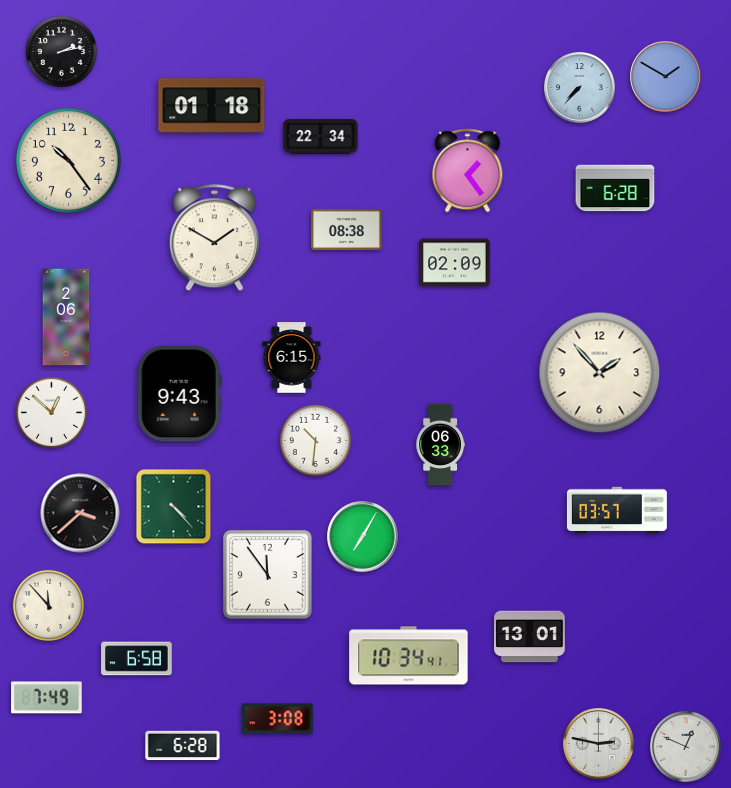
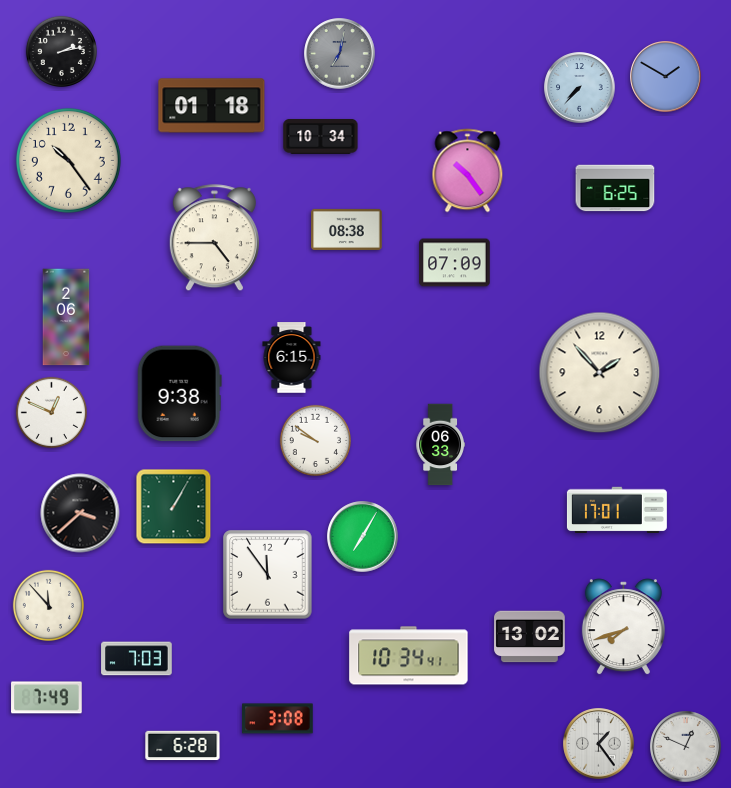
clock at (340, 54): none -> 7:02
clock at (321, 136): 22:34 -> 10:34
clock at (468, 171): 1:24 -> 10:24
clock at (615, 188): 6:28 -> 6:25
clock at (214, 238): 1:50 -> 4:45
clock at (455, 263): 02:09 -> 07:09
clock at (179, 394): 9:43 -> 9:38
clock at (51, 412): 12:52 -> 12:49
clock at (315, 440): 10:31 -> 9:51
clock at (174, 507): 4:23 -> 1:05
clock at (617, 510): 03:57 -> 17:01
clock at (623, 627): none -> 7:42
clock at (530, 637): 13:01 -> 13:02
clock at (137, 659): 6:58 -> 7:03
clock at (599, 744): 2:47 -> 1:24
